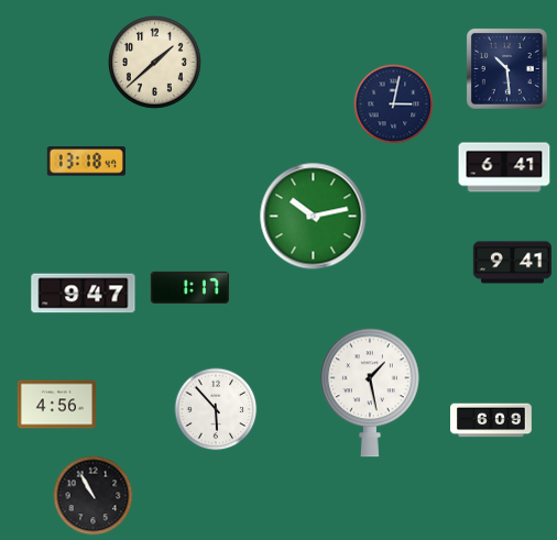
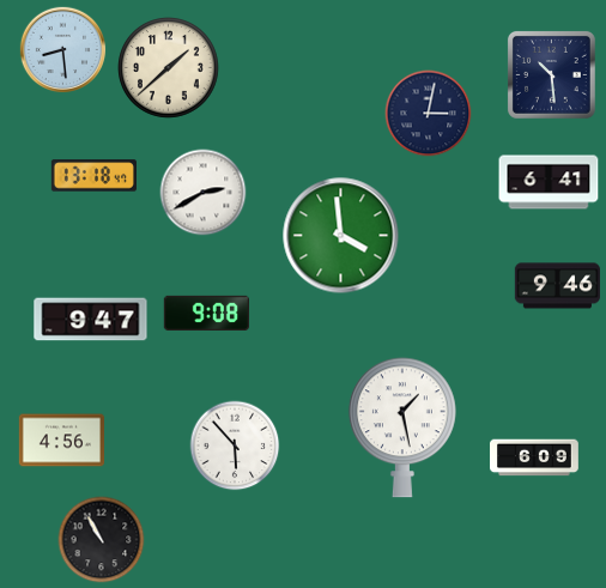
clock at (63, 50): none -> 8:29
clock at (204, 193): none -> 2:40
clock at (314, 217): 10:13 -> 3:59
clock at (513, 263): 9:41 -> 9:46
clock at (189, 287): 1:17 -> 9:08
